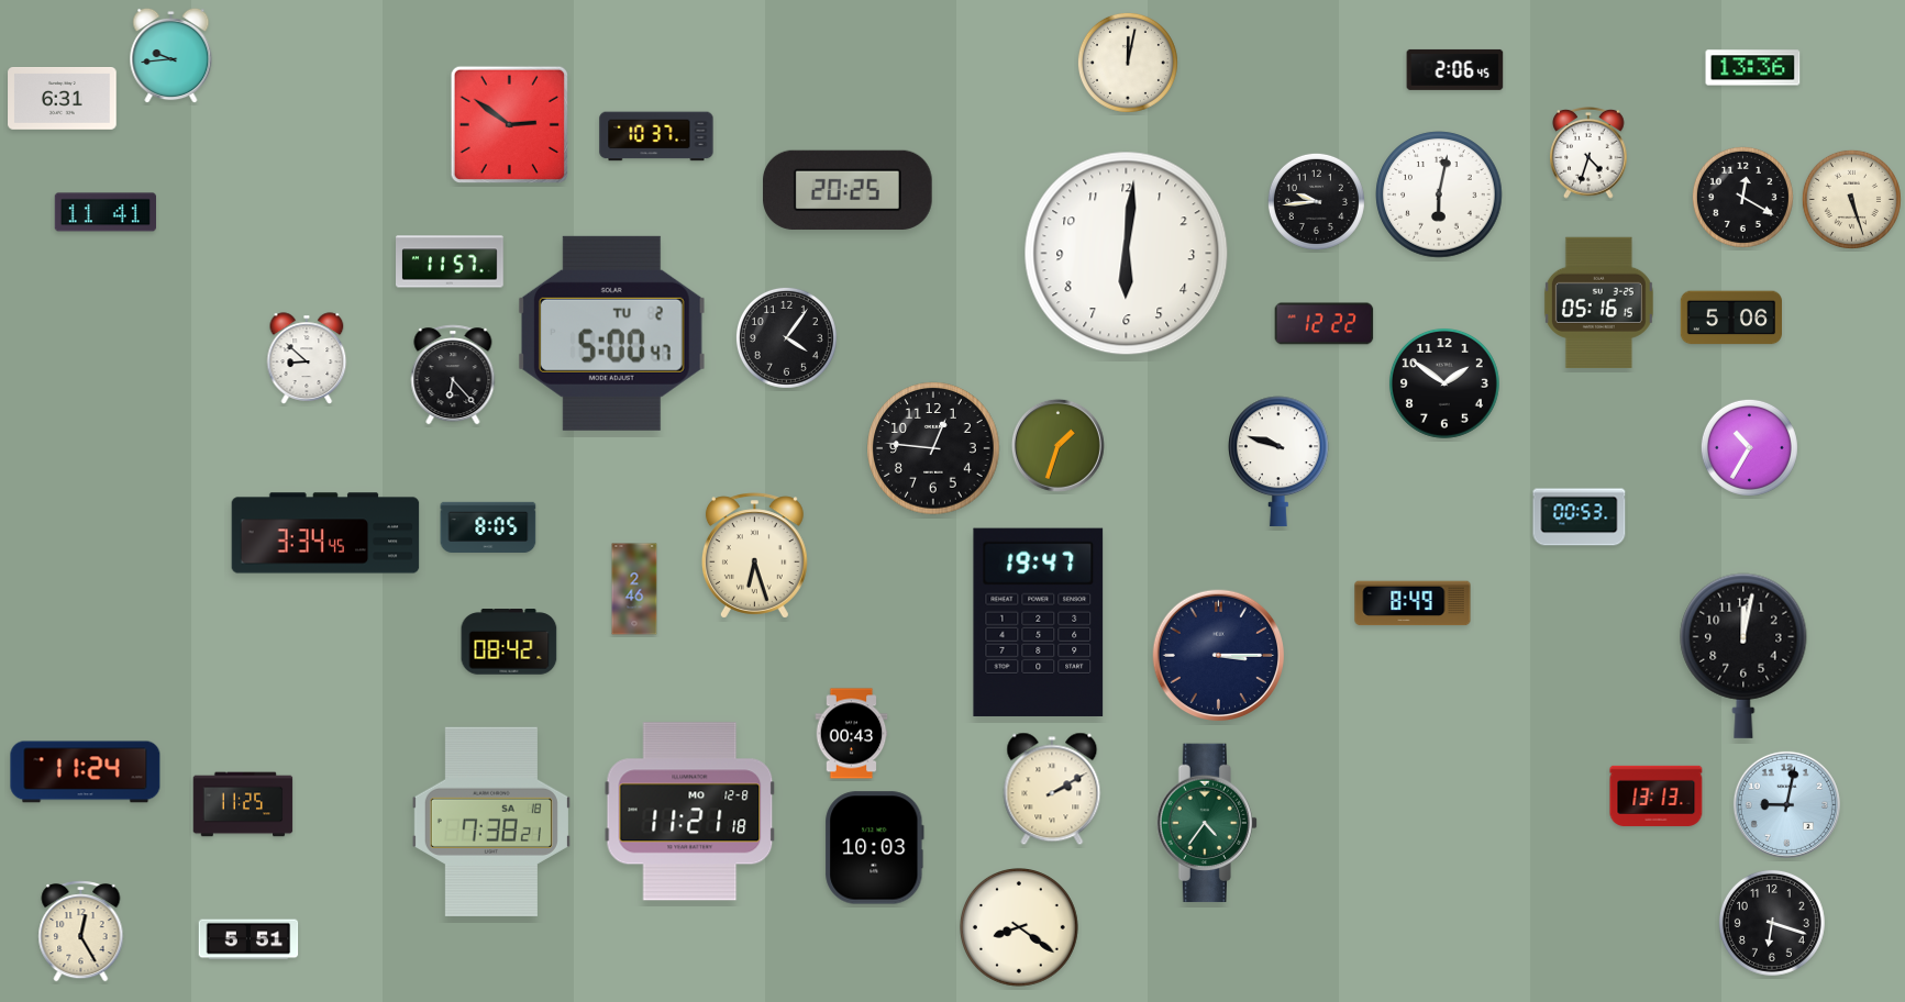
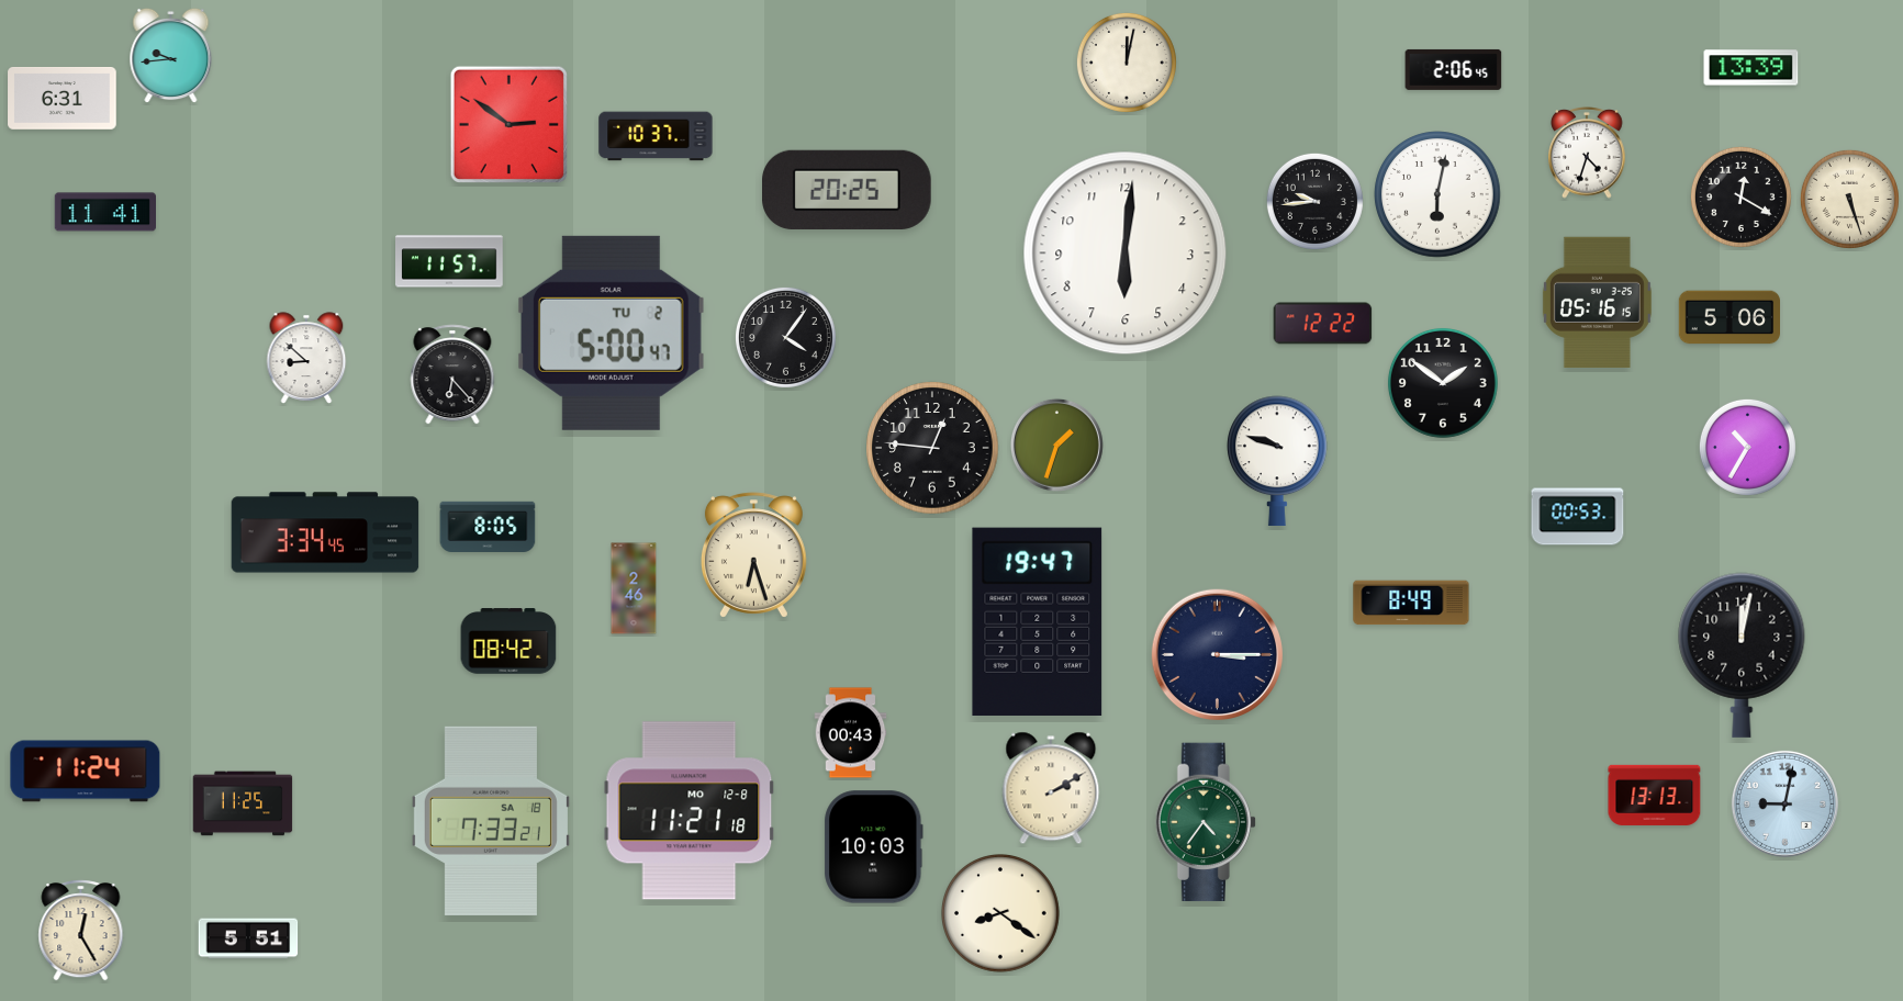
clock at (1753, 68): 13:36 -> 13:39
clock at (491, 821): 7:38 -> 7:33
clock at (1772, 923): 6:18 -> none
clock at (1020, 928) position: (1020, 928) -> (1001, 914)
